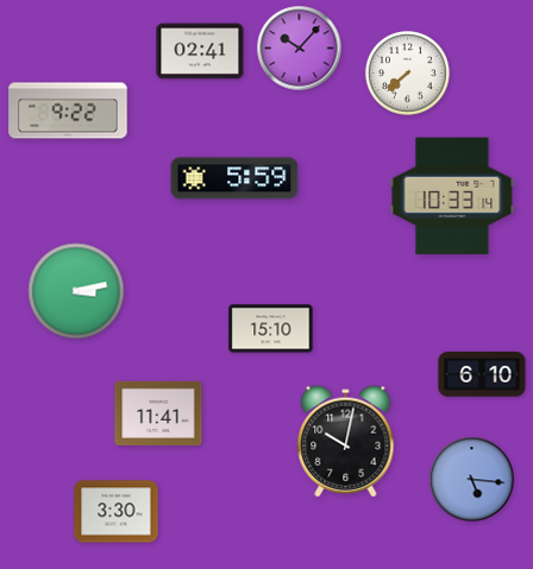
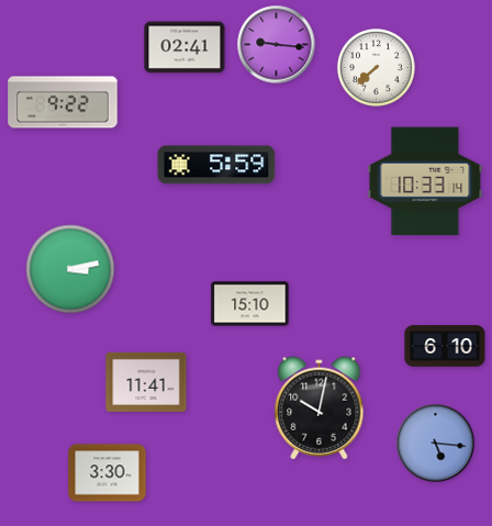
clock at (300, 49): 10:07 -> 9:16
clock at (452, 196) position: (452, 196) -> (425, 181)
